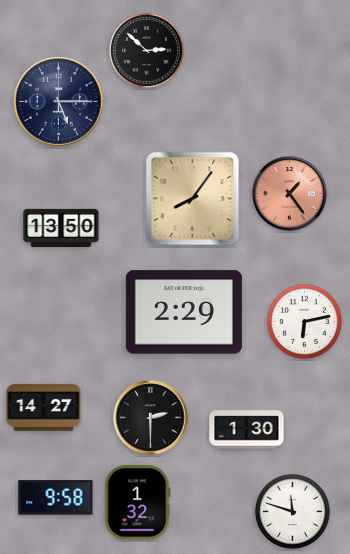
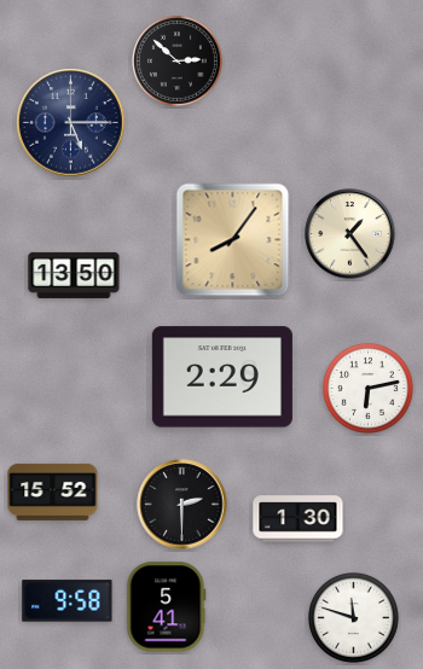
clock at (290, 194) dial: salmon -> cream
clock at (44, 407): 14:27 -> 15:52
clock at (138, 503): 1:32 -> 5:41
